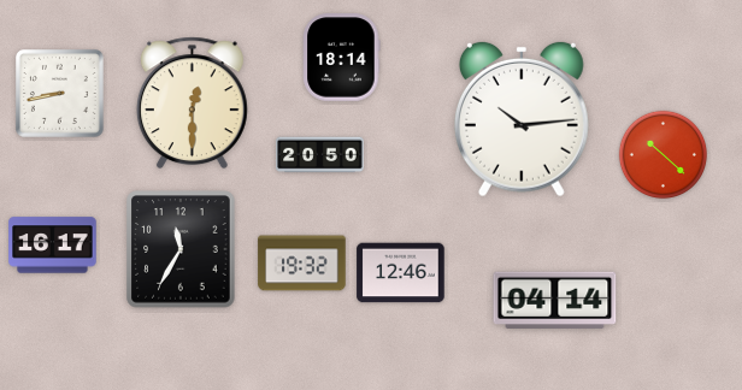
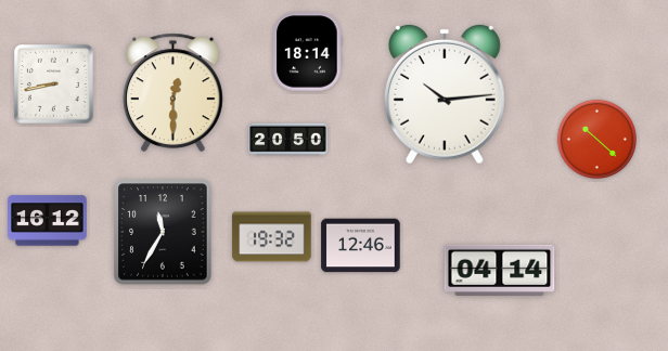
clock at (522, 119) position: (522, 119) -> (445, 94)
clock at (53, 246): 16:17 -> 16:12
clock at (181, 249) position: (181, 249) -> (163, 232)
